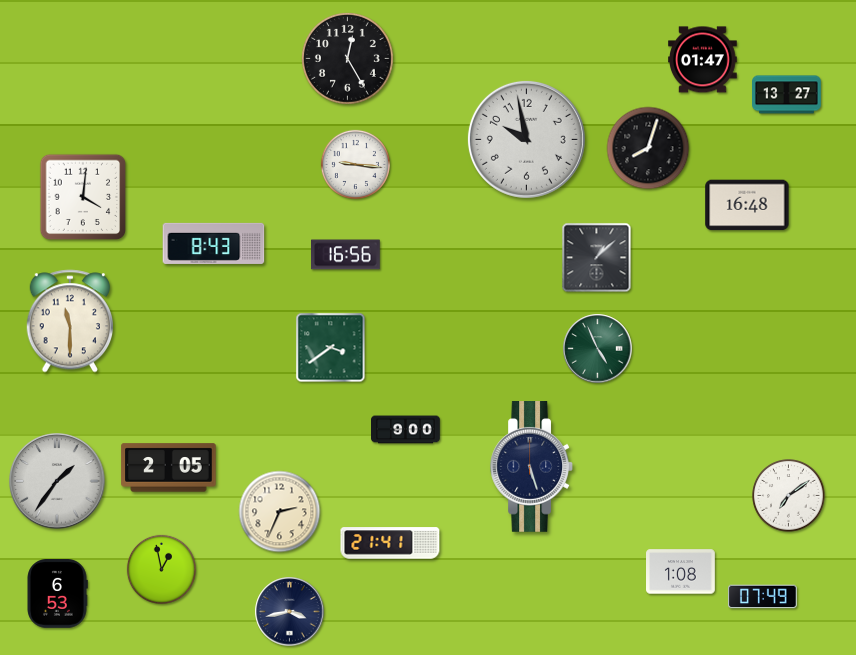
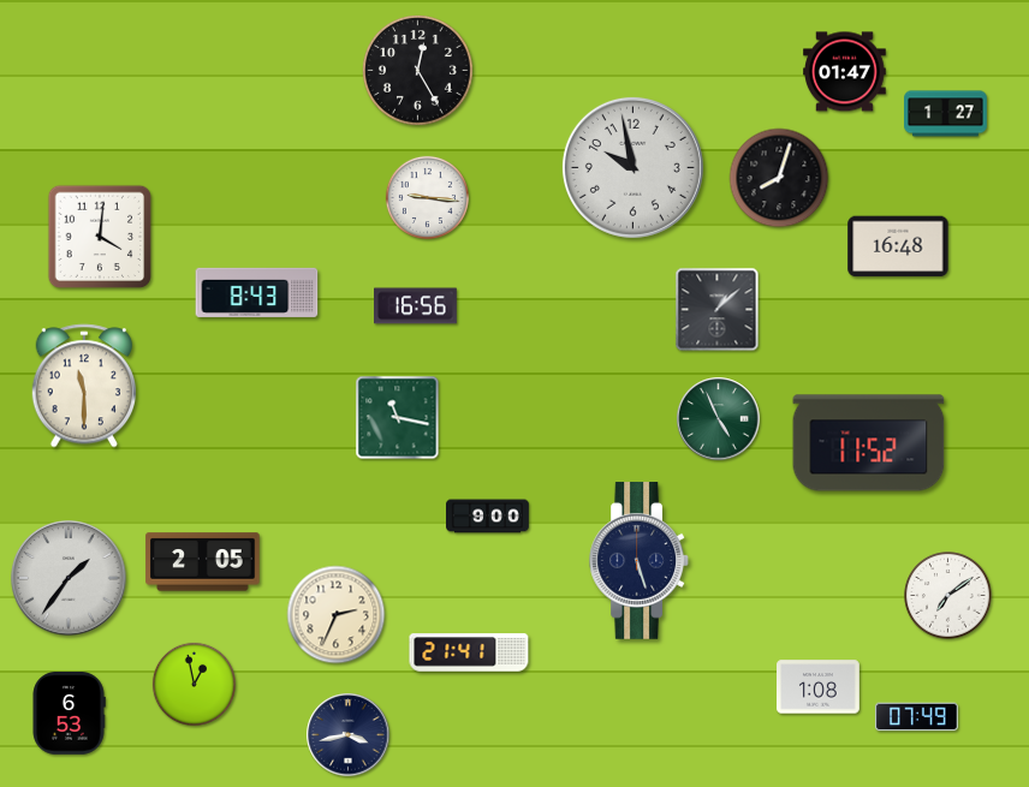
clock at (787, 95): 13:27 -> 1:27
clock at (331, 348): 3:39 -> 11:17
clock at (869, 443): none -> 11:52
